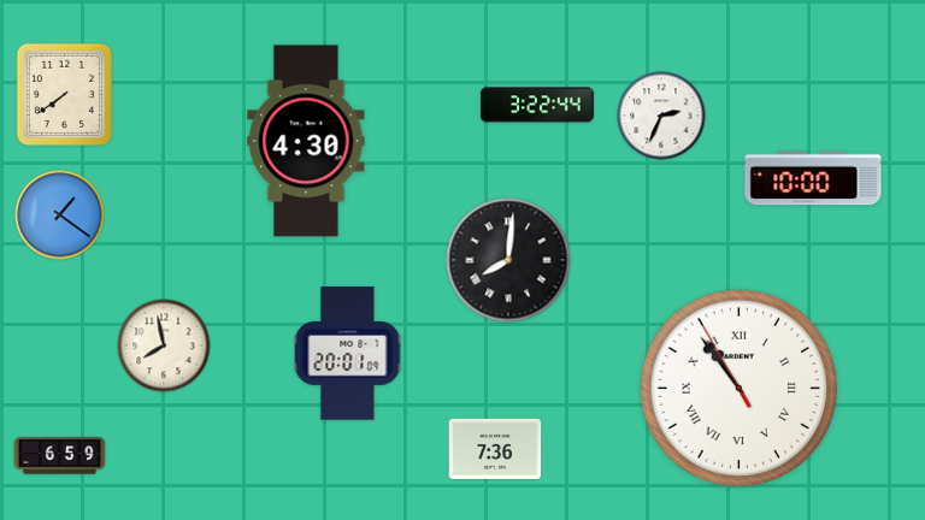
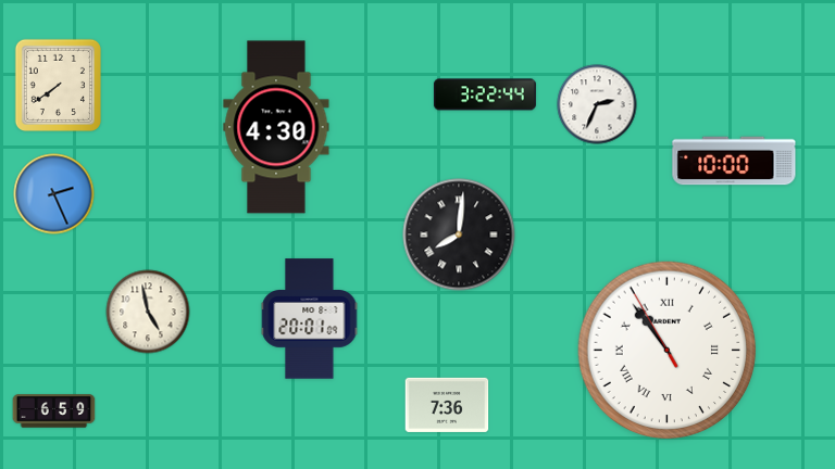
clock at (60, 215): 1:21 -> 2:26
clock at (164, 345): 7:58 -> 4:58
clock at (348, 354) position: (348, 354) -> (310, 319)
